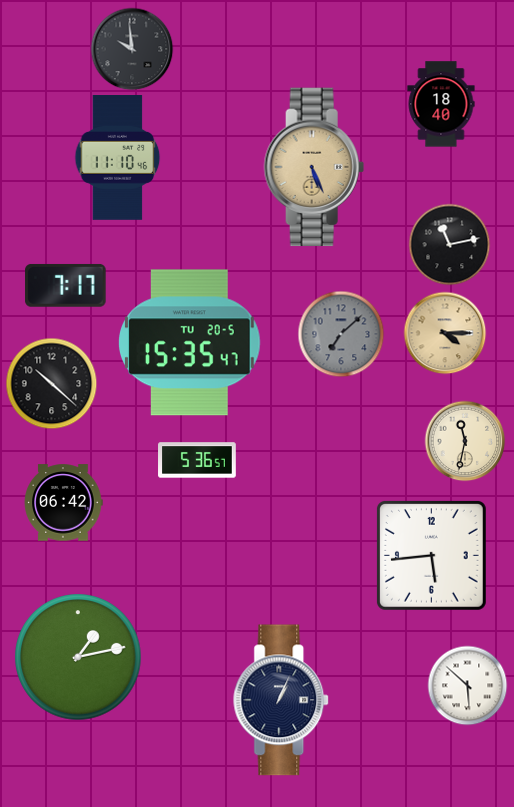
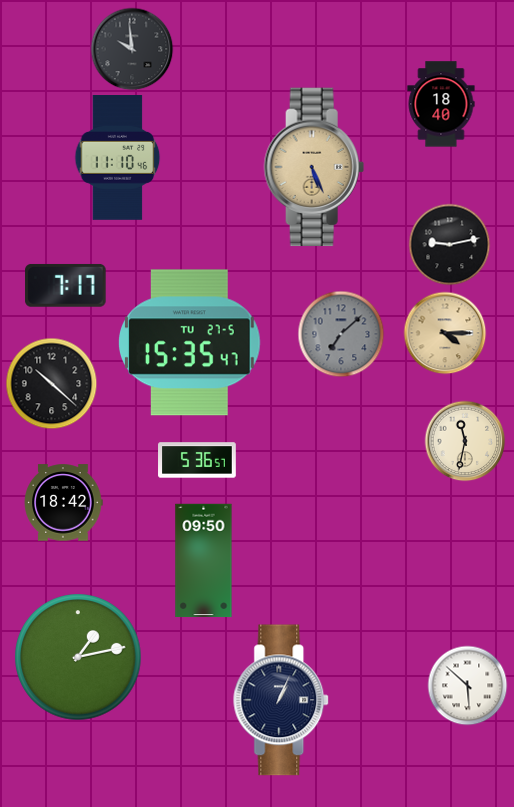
clock at (449, 244): 11:13 -> 9:13
clock at (190, 343) date: TU 20-5 -> TU 27-5
clock at (63, 503): 06:42 -> 18:42
clock at (431, 555): 5:44 -> none
clock at (204, 561): none -> 09:50
